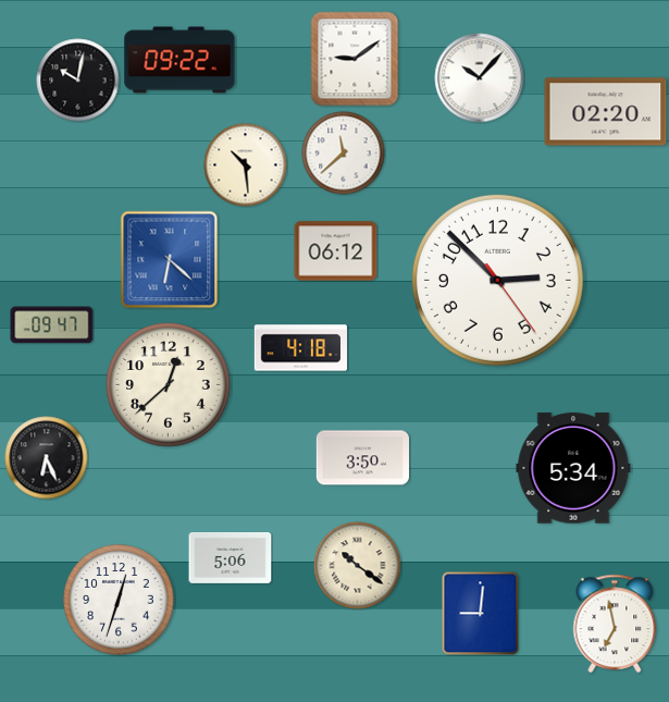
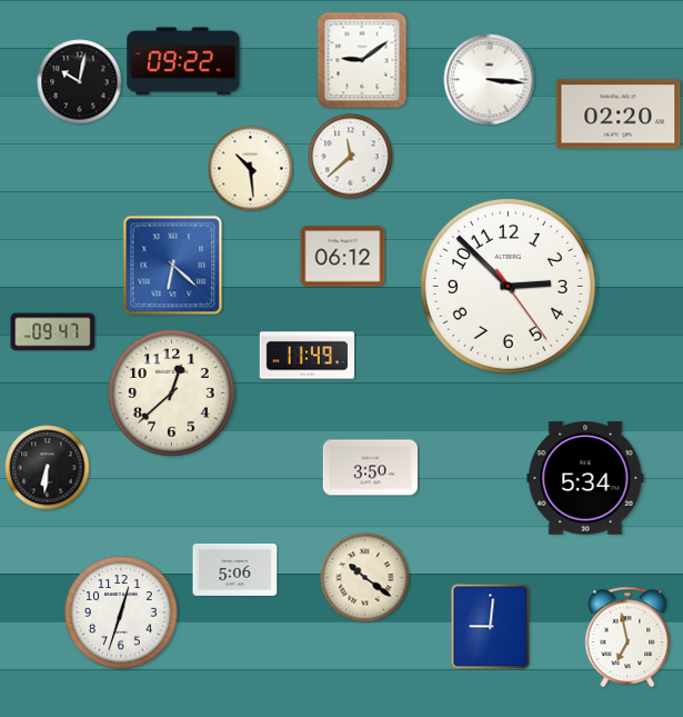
clock at (480, 78): 10:07 -> 3:16
clock at (300, 348): 4:18 -> 11:49
clock at (47, 458): 6:26 -> 6:31
